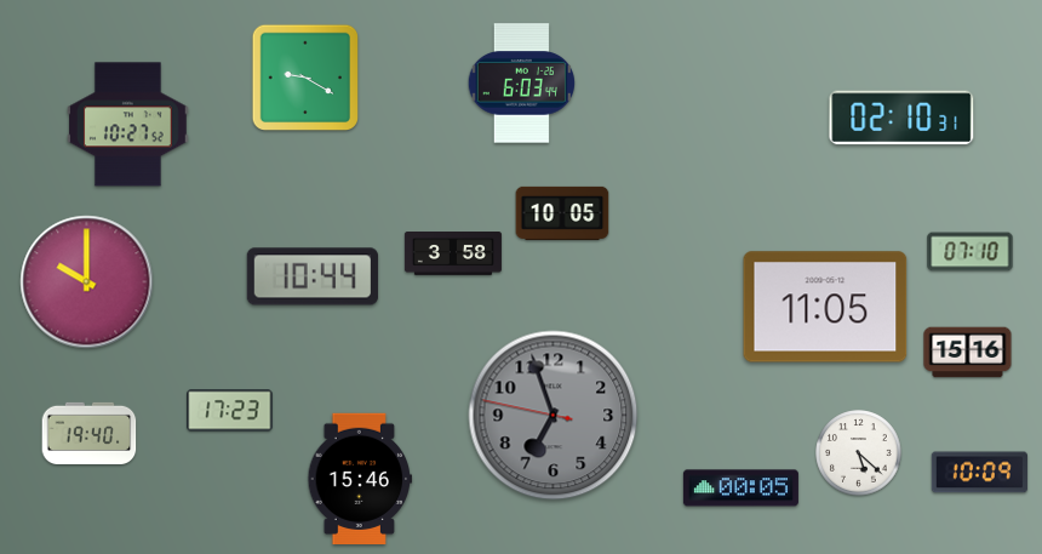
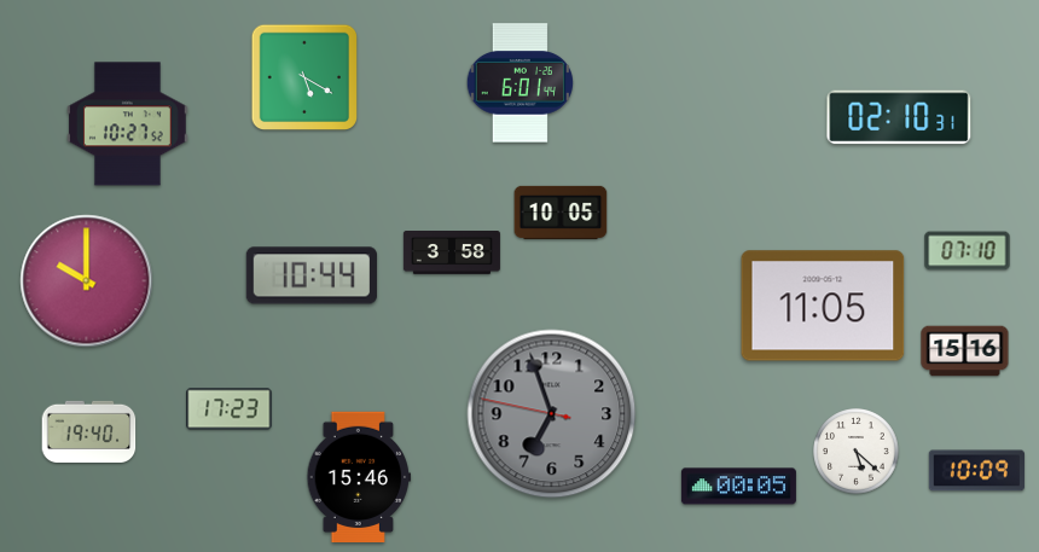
clock at (305, 78): 9:20 -> 5:20
clock at (521, 84): 6:03 -> 6:01
